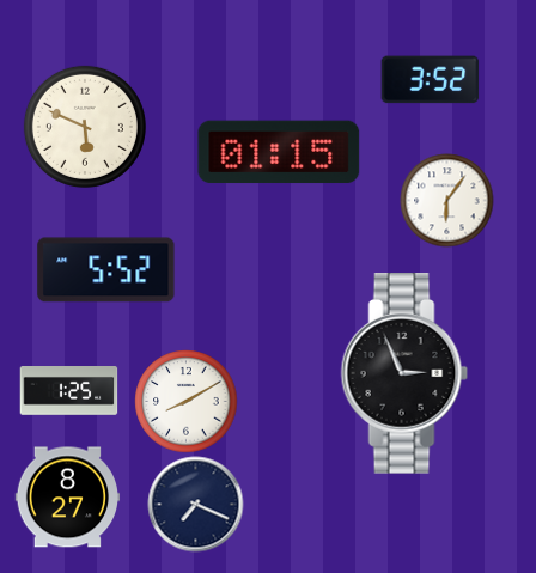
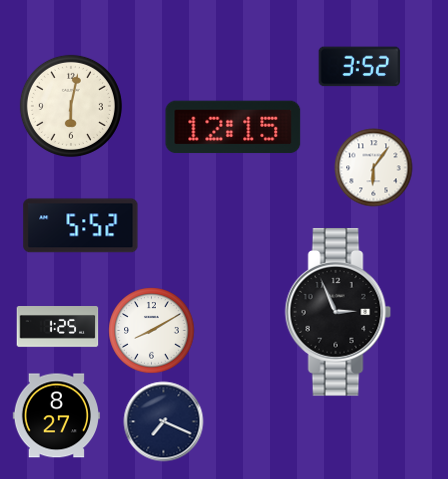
clock at (85, 127): 5:49 -> 6:02
clock at (279, 152): 01:15 -> 12:15
clock at (106, 270) position: (106, 270) -> (81, 226)
clock at (185, 401) position: (185, 401) -> (151, 330)
